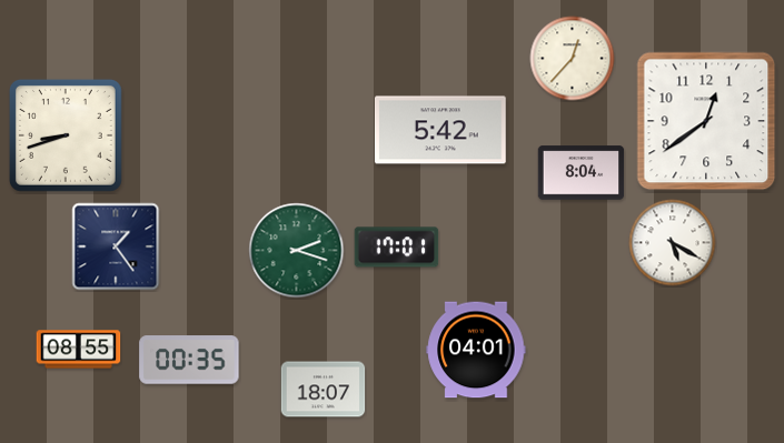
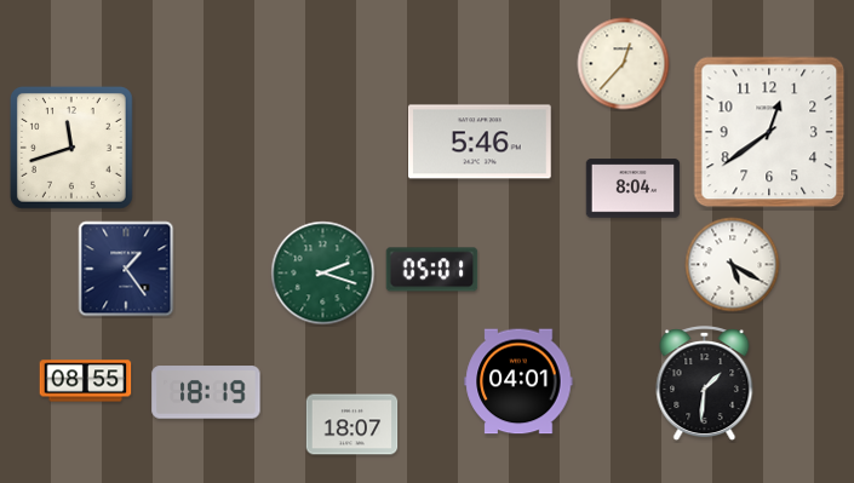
clock at (440, 130): 5:42 -> 5:46
clock at (66, 135): 8:42 -> 11:42
clock at (397, 248): 17:01 -> 05:01
clock at (705, 384): none -> 1:31
clock at (189, 360): 00:35 -> 18:19
